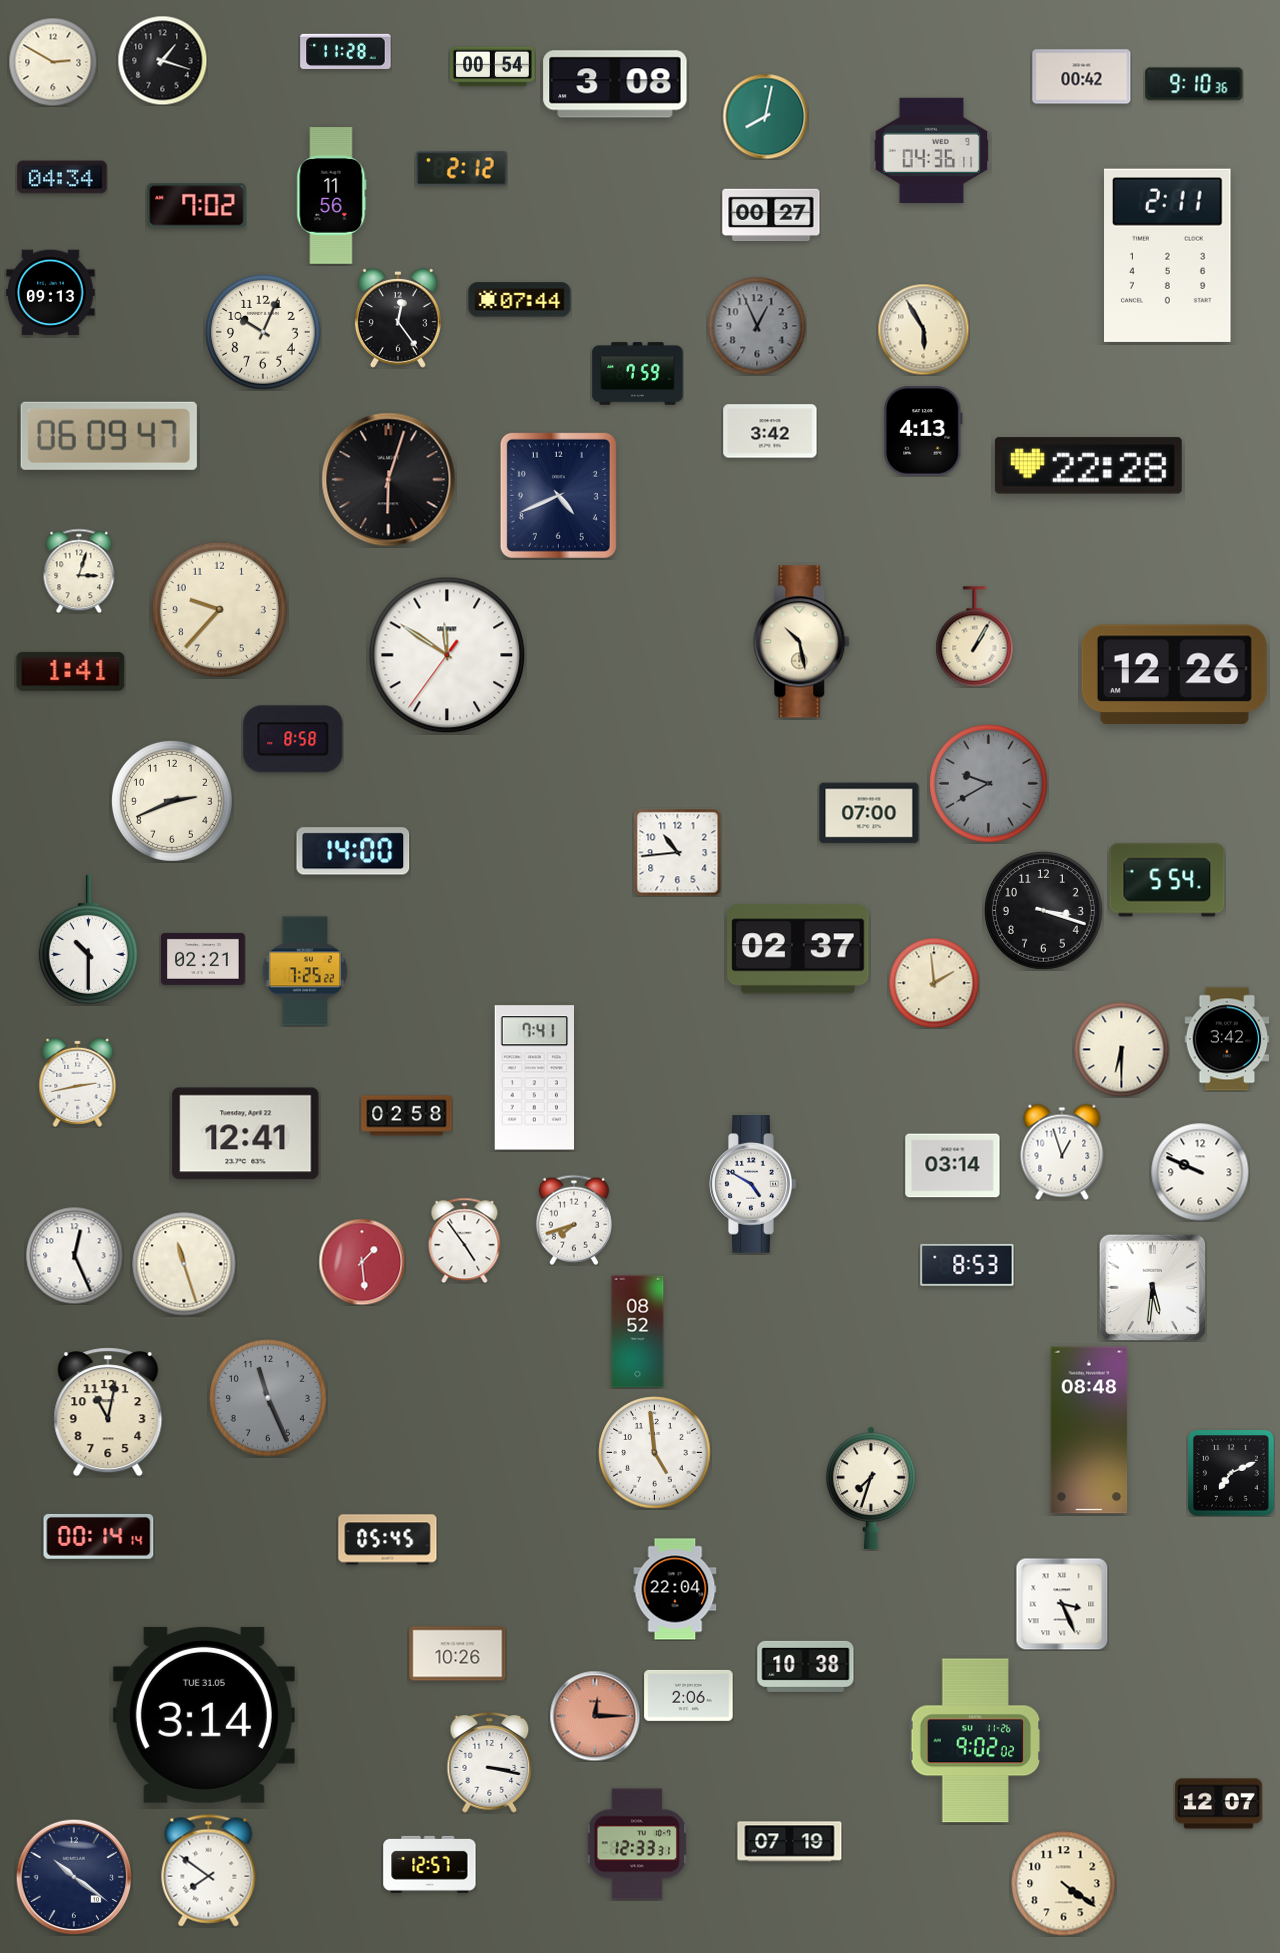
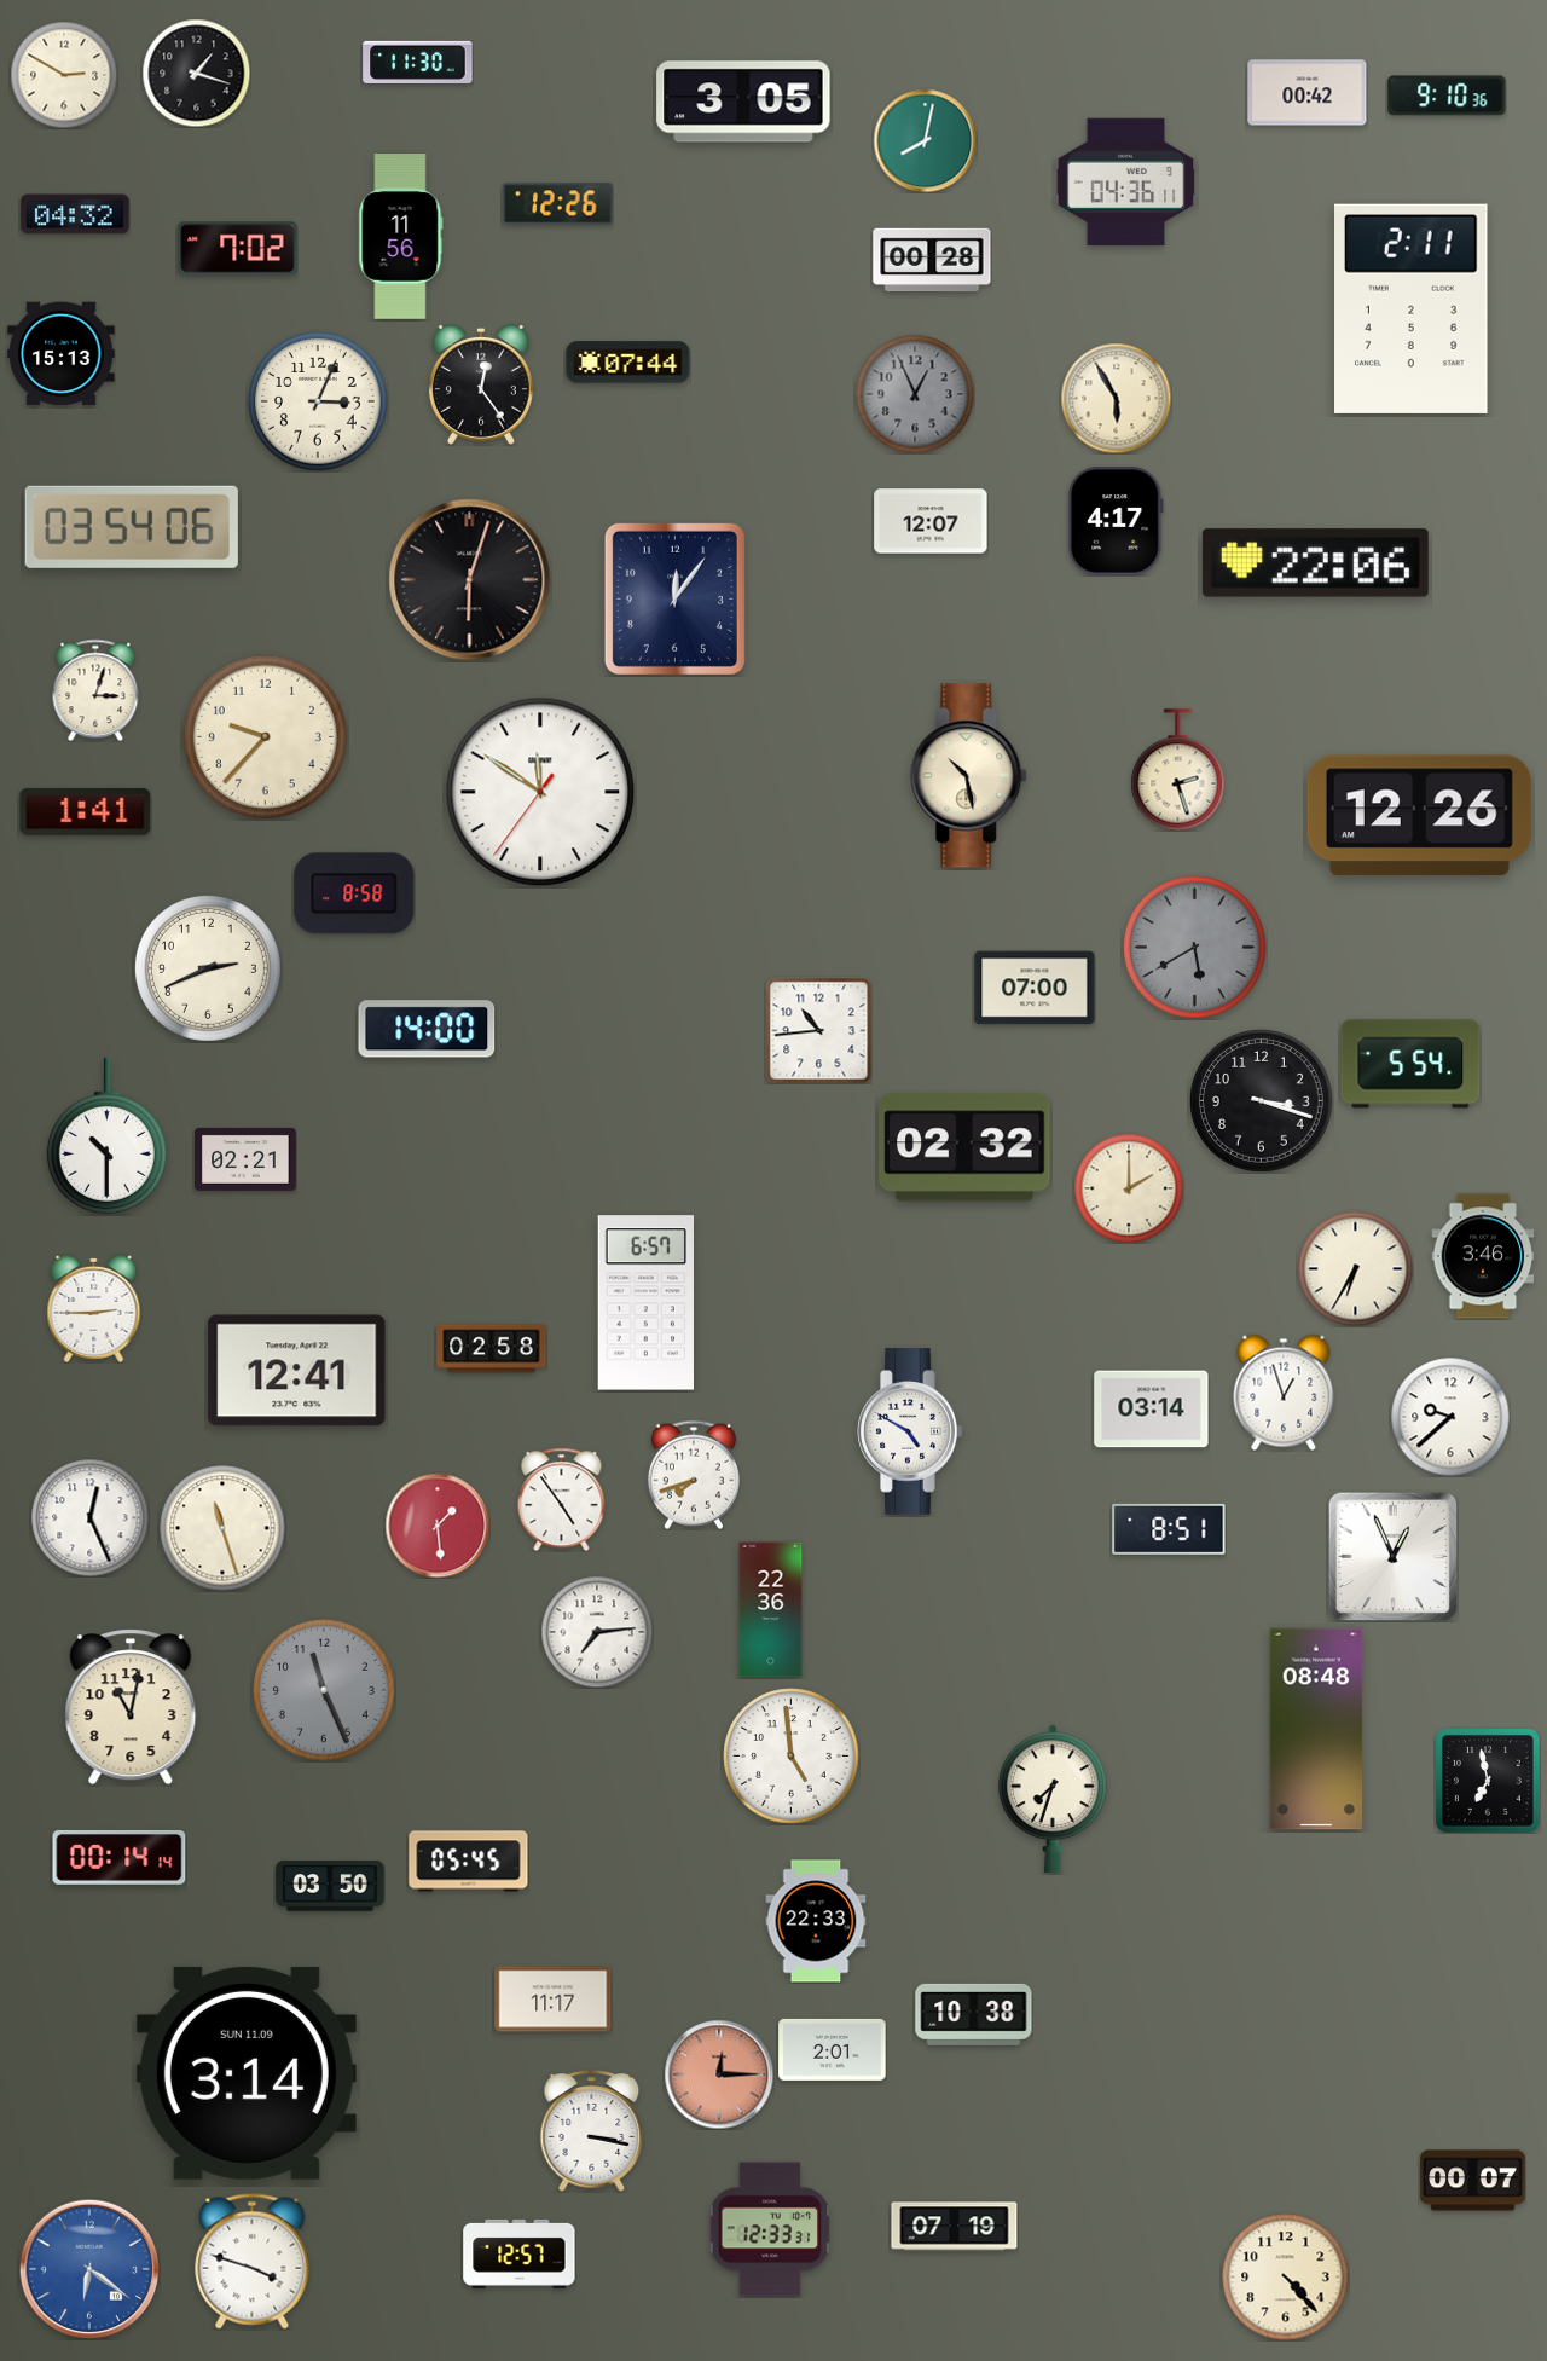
clock at (346, 51): 11:28 -> 11:30
clock at (493, 67): 00:54 -> none
clock at (615, 84): 3:08 -> 3:05
clock at (1194, 84) position: (1194, 84) -> (1447, 96)
clock at (462, 169): 2:12 -> 12:26
clock at (62, 177): 04:34 -> 04:32
clock at (771, 215): 00:27 -> 00:28
clock at (51, 293): 09:13 -> 15:13
clock at (263, 332): 10:04 -> 3:04
clock at (638, 374): 7:59 -> none
clock at (770, 431): 3:42 -> 12:07
clock at (924, 431): 4:13 -> 4:17
clock at (109, 436): 06:09 -> 03:54
clock at (1088, 466): 22:28 -> 22:06
clock at (558, 495): 4:41 -> 12:06
clock at (975, 637): 1:05 -> 2:27
clock at (989, 784): 9:40 -> 5:40
clock at (869, 813) position: (869, 813) -> (1035, 988)
clock at (798, 949): 02:37 -> 02:32
clock at (305, 971): 7:25 -> none
clock at (934, 983): 1:59 -> 2:00
clock at (1227, 1039): 3:42 -> 3:46
clock at (1121, 1049): 6:30 -> 6:35
clock at (534, 1078): 7:41 -> 6:57
clock at (78, 1082): 2:43 -> 2:45
clock at (1200, 1172): 9:49 -> 9:38
clock at (967, 1265): 8:53 -> 8:51
clock at (1152, 1287): 5:31 -> 12:56
clock at (638, 1332): 08:52 -> 22:36
clock at (597, 1632): none -> 7:14
clock at (1231, 1473): 7:11 -> 6:58
clock at (330, 1886): none -> 03:50
clock at (675, 1589): 22:04 -> 22:33
clock at (1062, 1604): 3:26 -> none
clock at (458, 1654): 10:26 -> 11:17
clock at (689, 1695): 2:06 -> 2:01
clock at (204, 1715) date: TUE 31.05 -> SUN 11.09
clock at (976, 1741): 9:02 -> none
clock at (1219, 1804): 12:07 -> 00:07
clock at (209, 1871): 7:51 -> 3:48
clock at (73, 1876): 10:21 -> 6:21
clock at (73, 1876) dial: navy -> blue
clock at (1064, 1884): 4:21 -> 4:23
